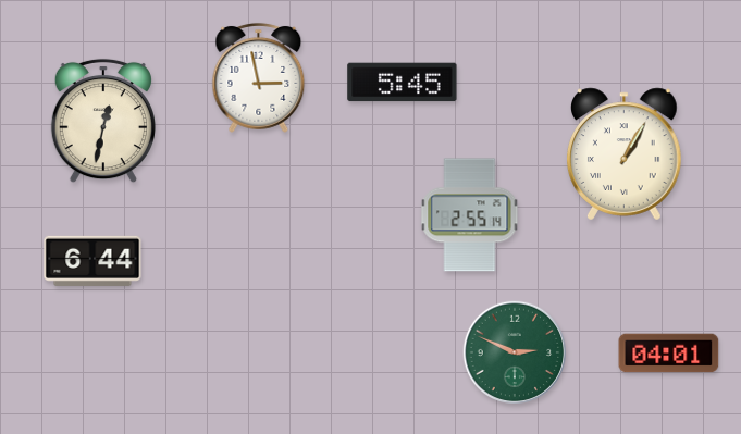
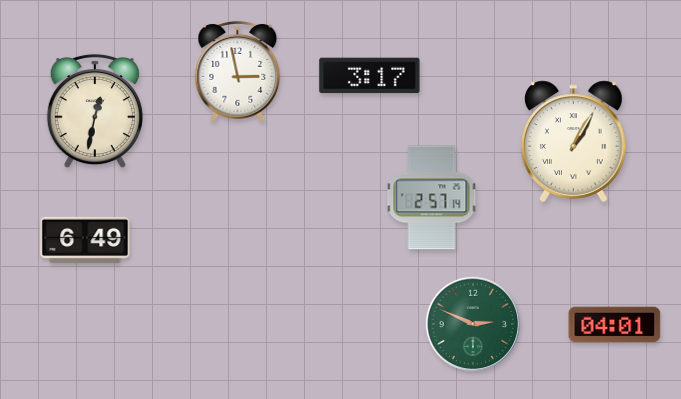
clock at (403, 83): 5:45 -> 3:17
clock at (470, 215): 2:55 -> 2:57
clock at (92, 261): 6:44 -> 6:49
